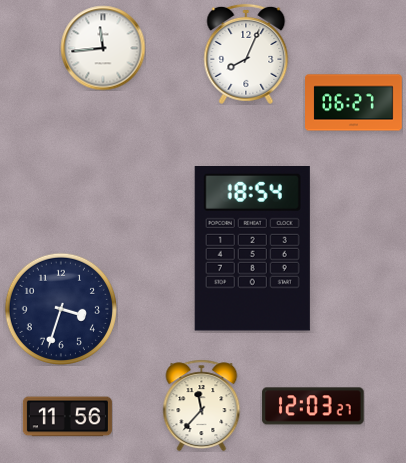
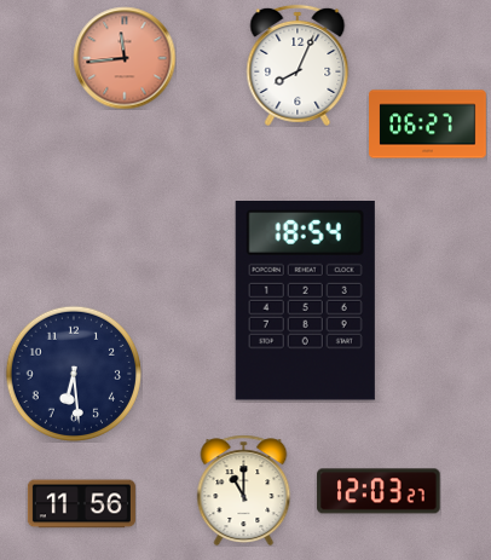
clock at (103, 48) dial: white -> salmon
clock at (60, 308): 3:33 -> 6:29
clock at (202, 405): 11:37 -> 11:00
